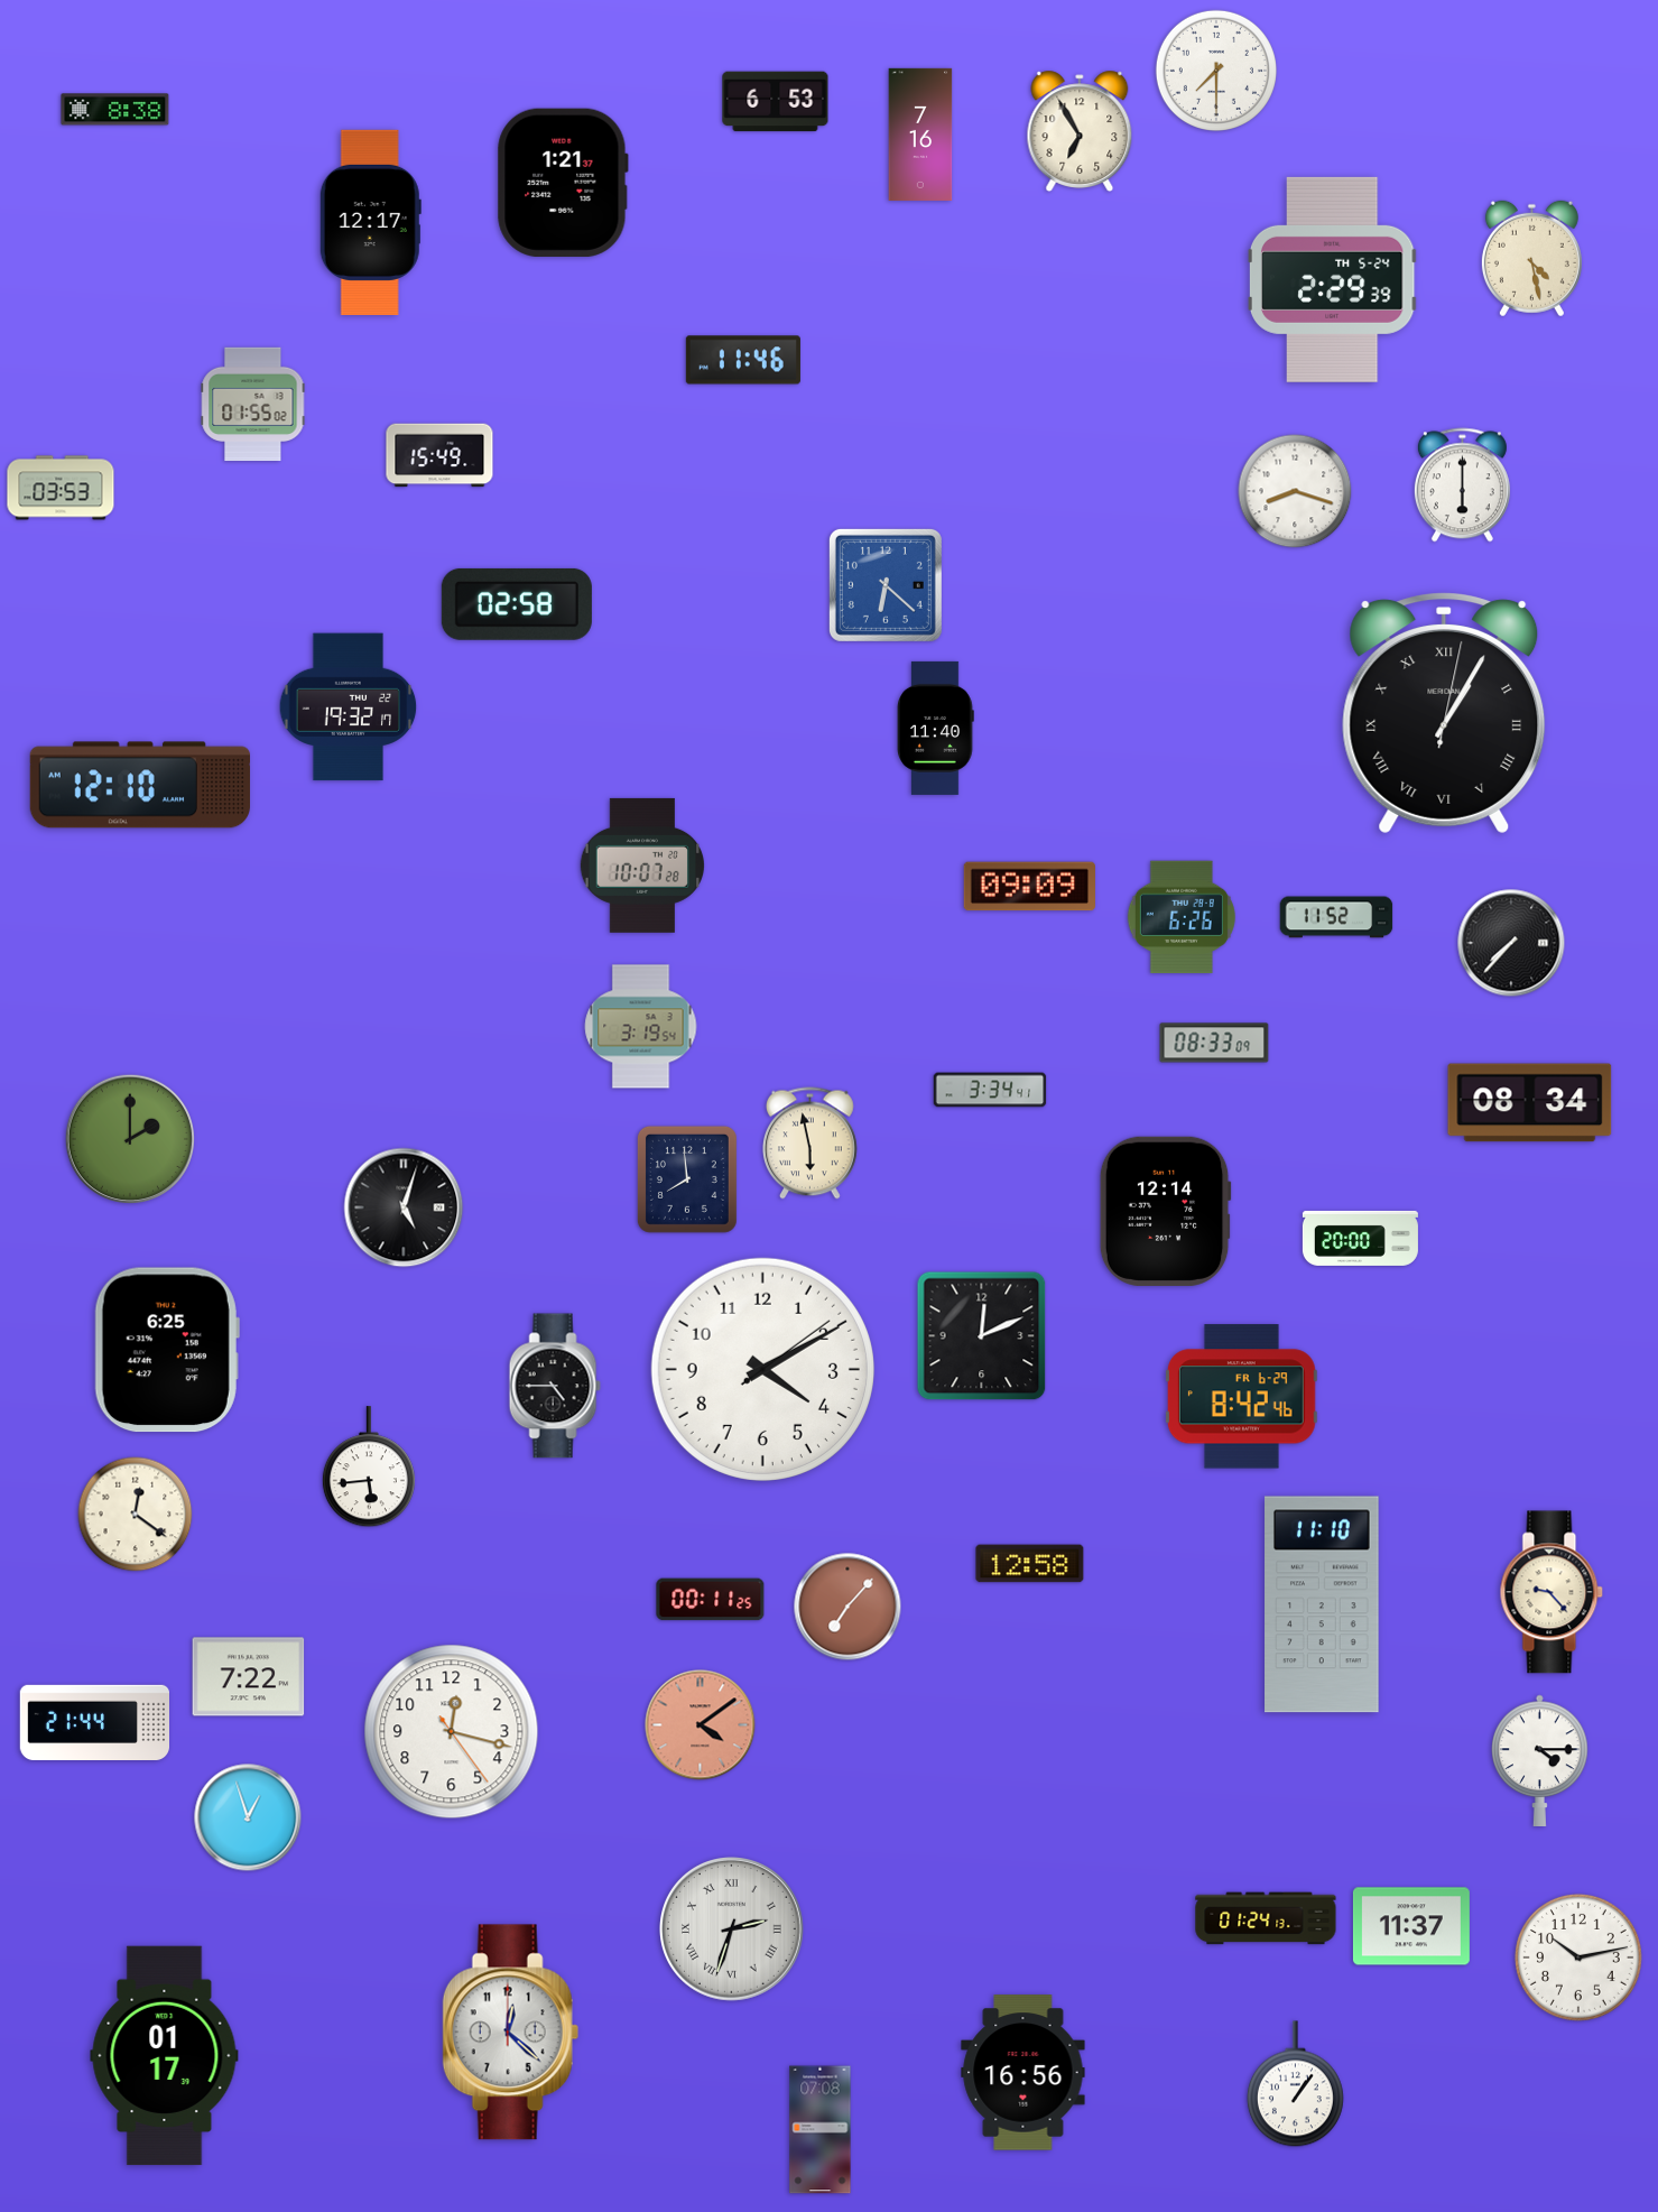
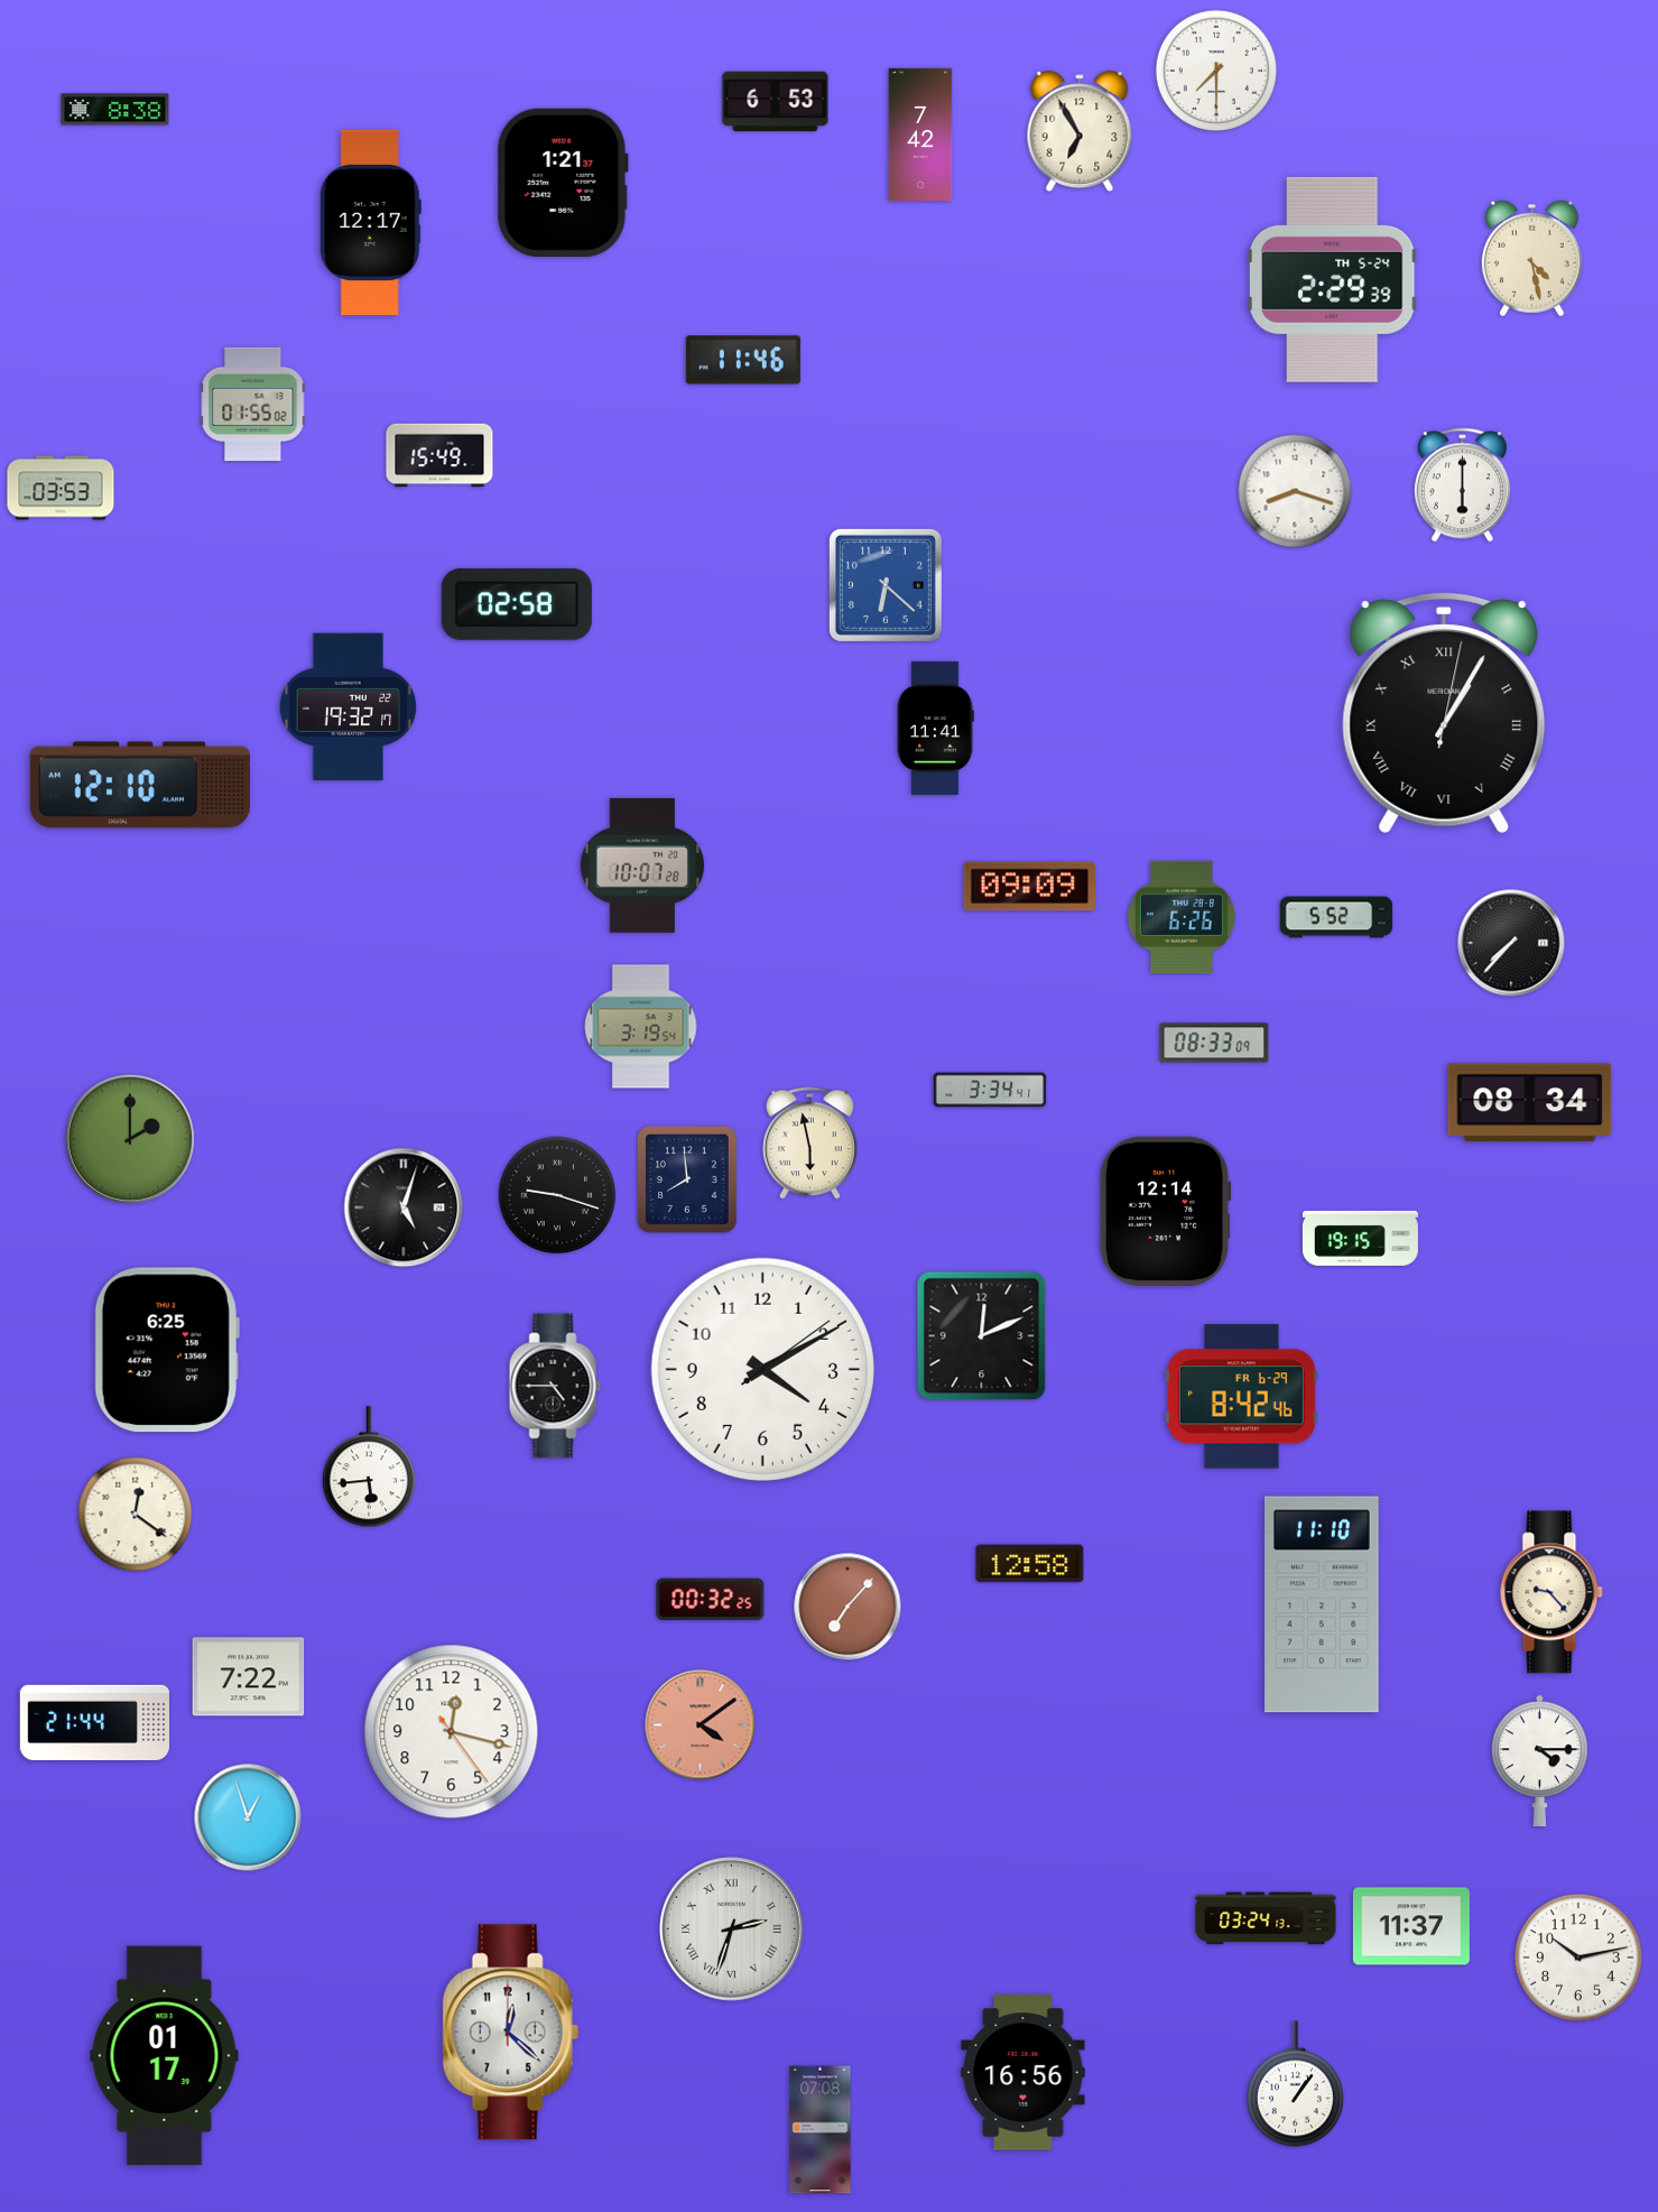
clock at (920, 135): 7:16 -> 7:42
clock at (936, 728): 11:40 -> 11:41
clock at (1336, 917): 11:52 -> 5:52
clock at (557, 1195): none -> 9:18
clock at (1360, 1238): 20:00 -> 19:15
clock at (711, 1600): 00:11 -> 00:32
clock at (1266, 1918): 01:24 -> 03:24
